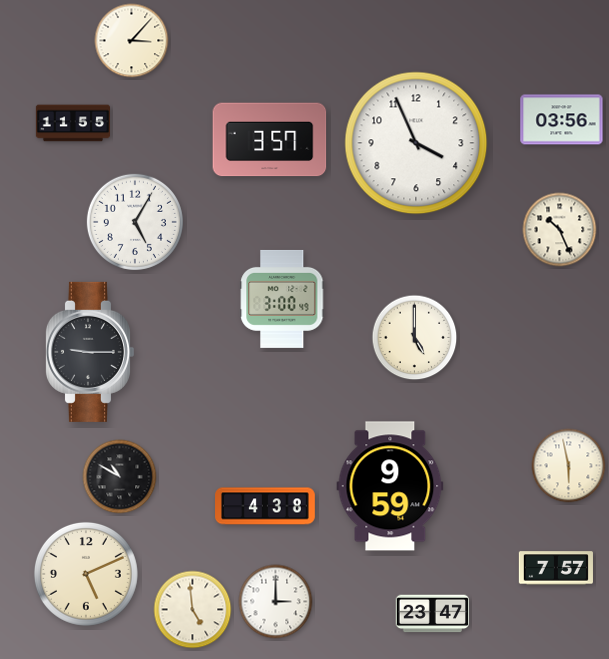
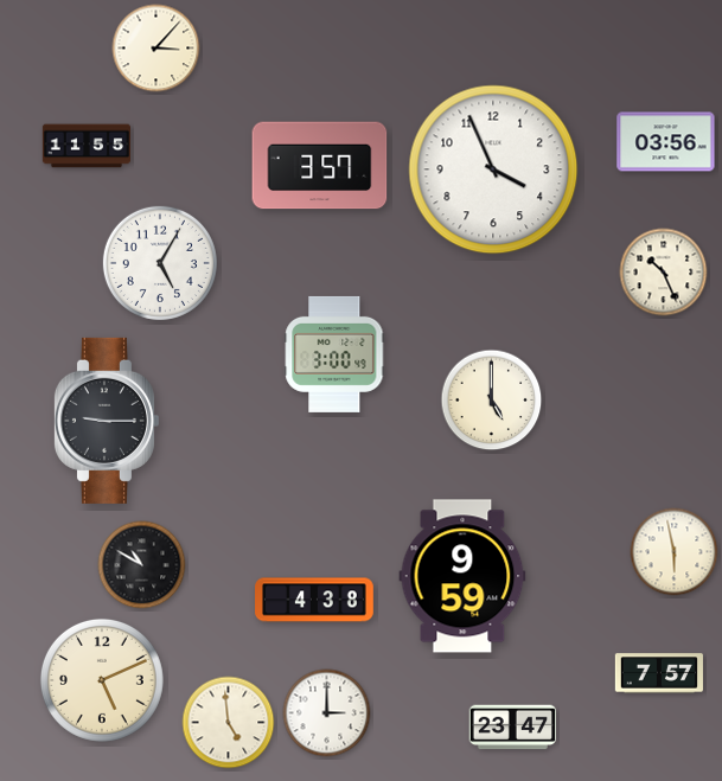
clock at (89, 352) position: (89, 352) -> (106, 421)
